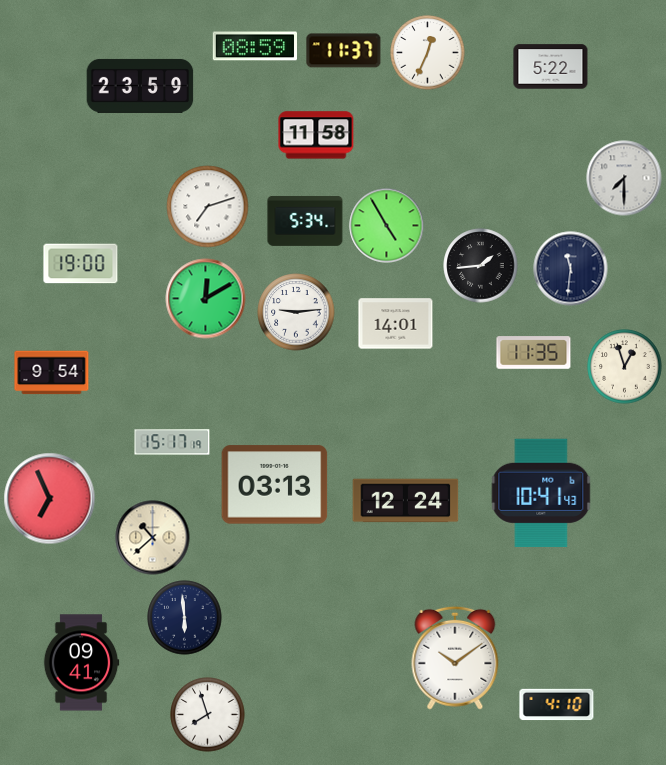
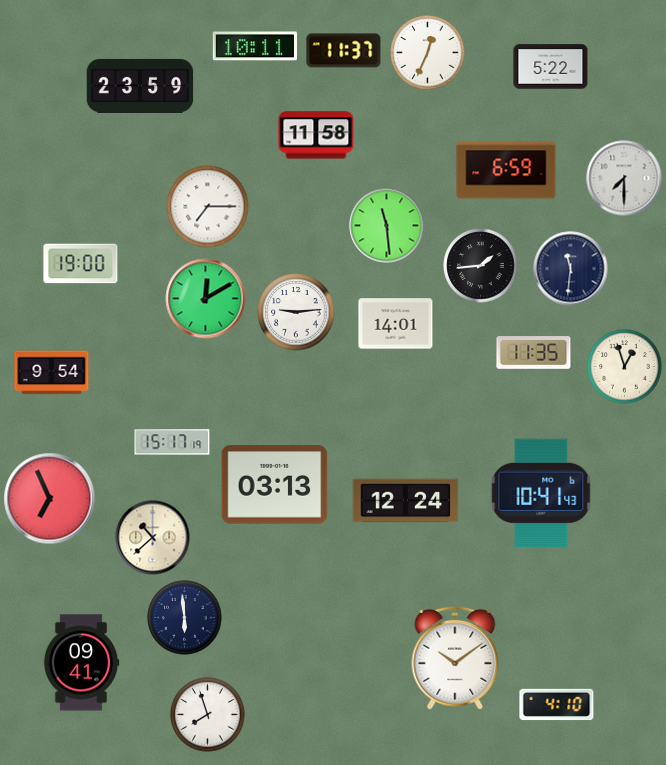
clock at (254, 46): 08:59 -> 10:11
clock at (506, 170): none -> 6:59
clock at (208, 207): 7:12 -> 7:15
clock at (305, 221): 5:34 -> none
clock at (387, 226): 4:55 -> 11:29
